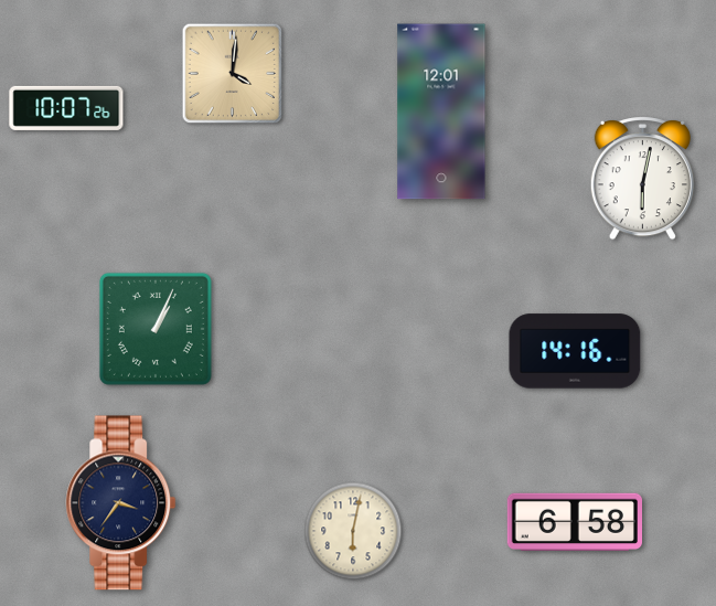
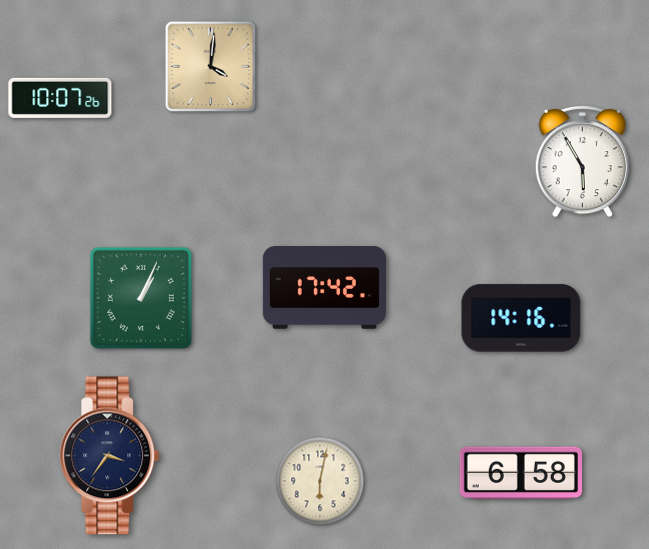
clock at (441, 111): 12:01 -> none
clock at (642, 178): 6:02 -> 5:55
clock at (324, 288): none -> 17:42
